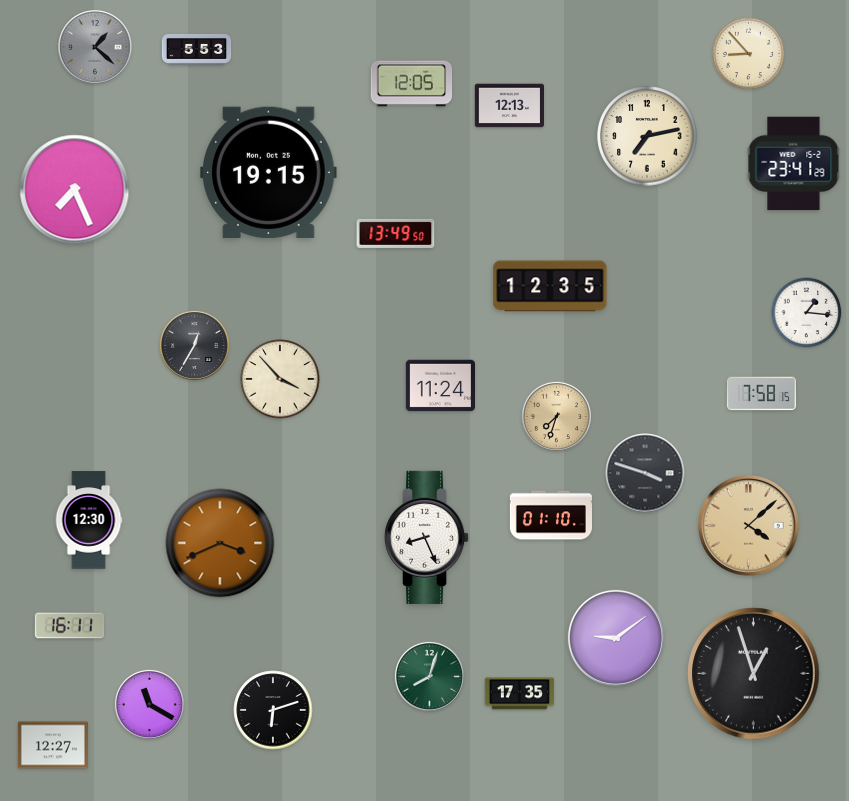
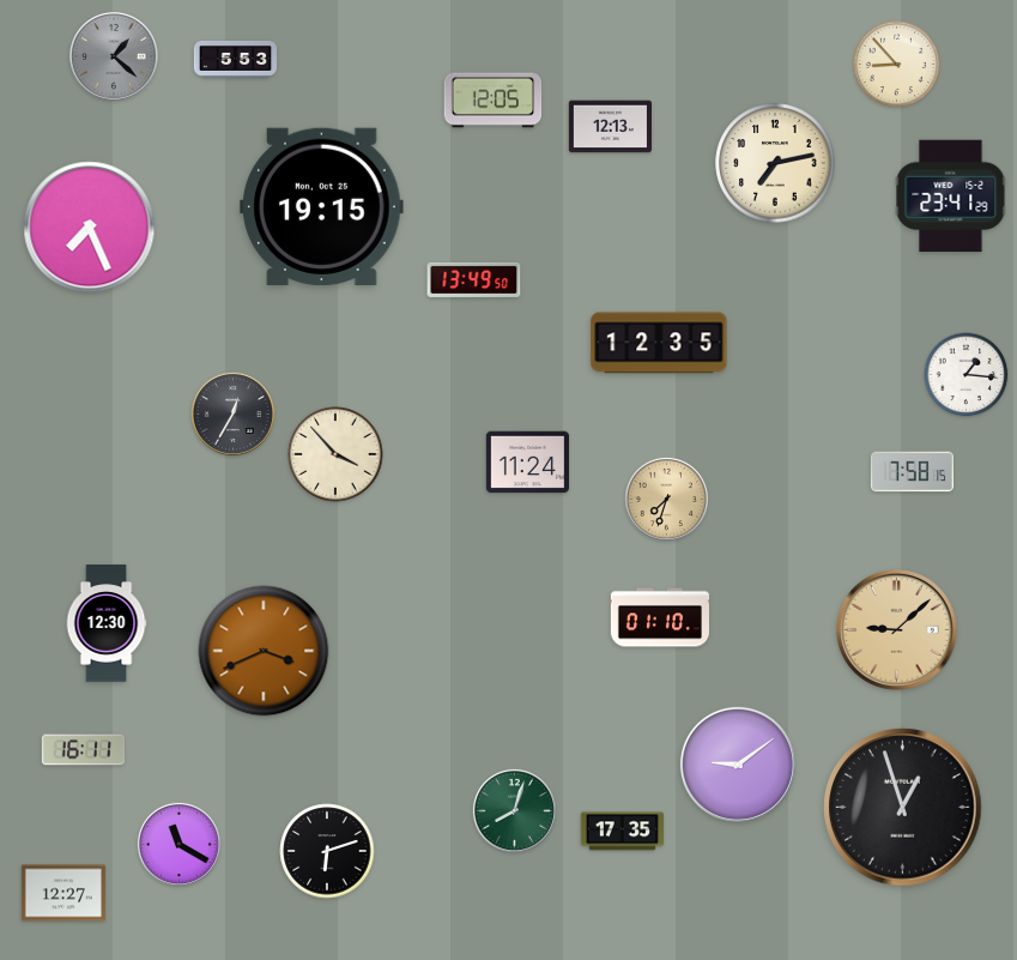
clock at (645, 473): 3:48 -> none
clock at (749, 526): 4:08 -> 9:08
clock at (428, 537): 8:26 -> none
